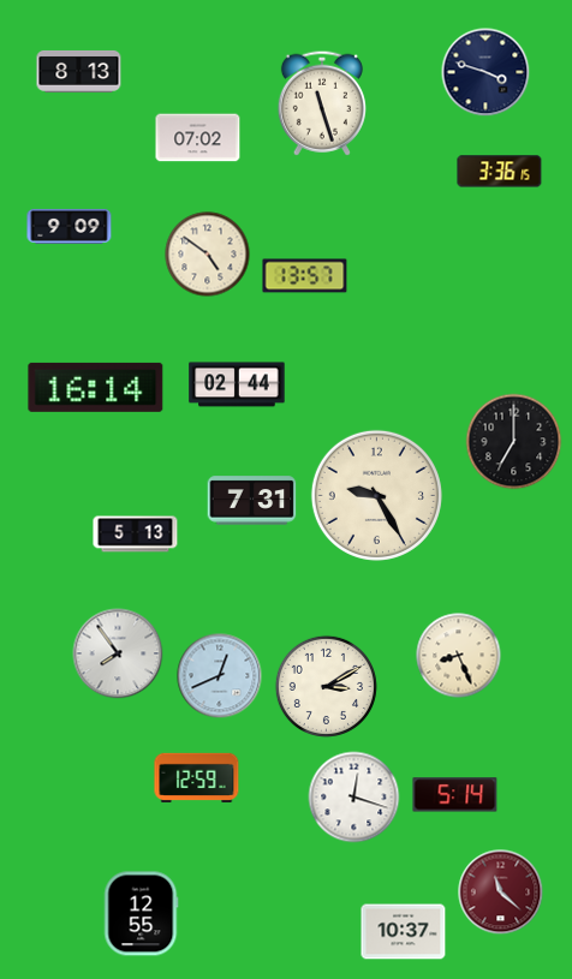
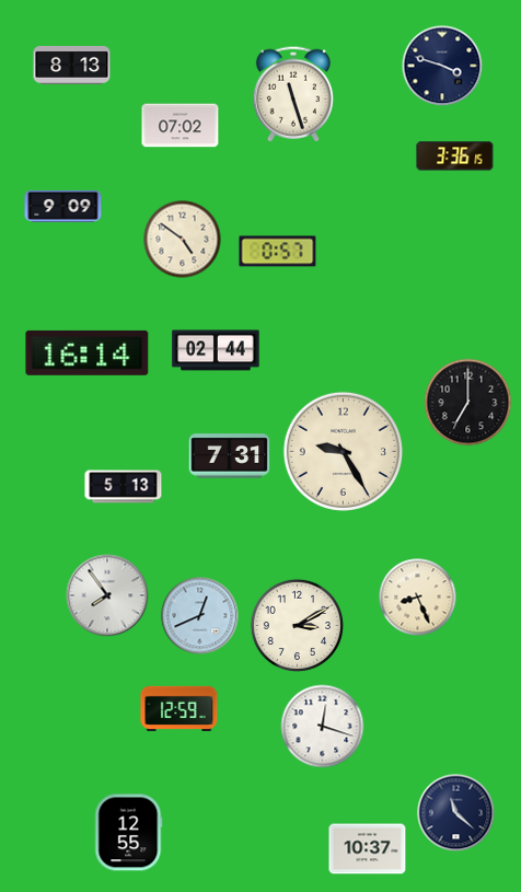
clock at (208, 255) position: (208, 255) -> (183, 240)
clock at (305, 276): 13:57 -> 0:57
clock at (455, 795): 5:14 -> none
clock at (501, 893) dial: burgundy -> navy
